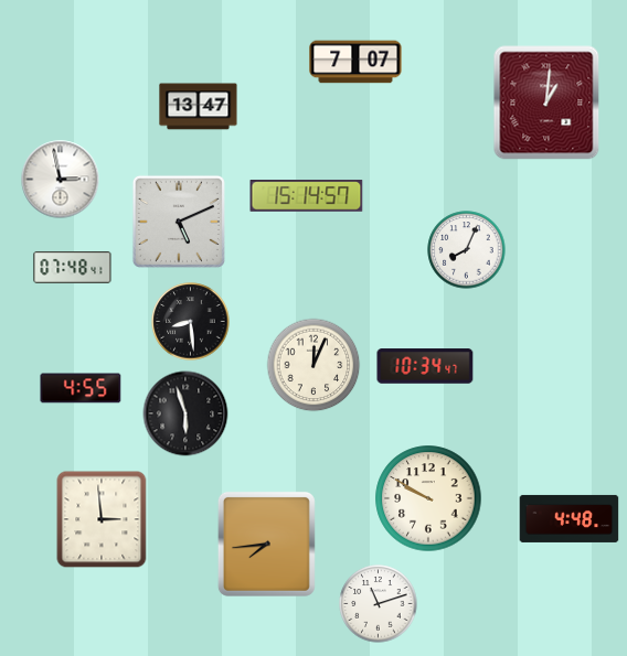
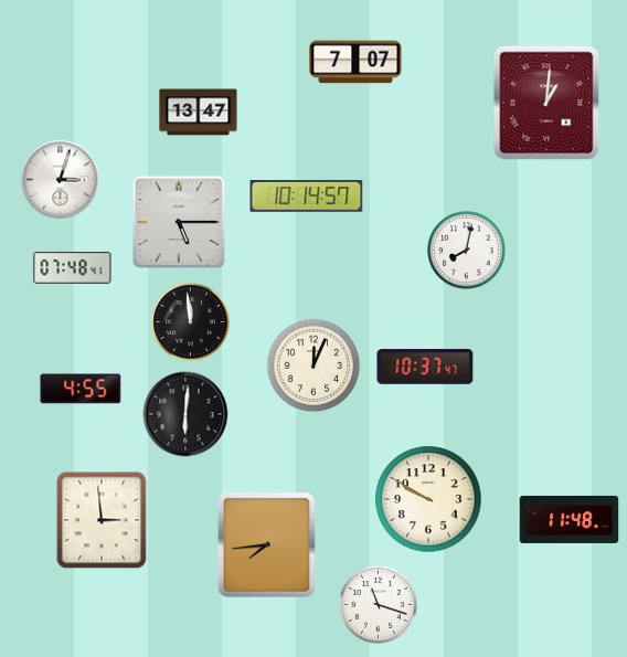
clock at (199, 107) position: (199, 107) -> (199, 113)
clock at (61, 180): 2:58 -> 3:03
clock at (307, 196): 15:14 -> 10:14
clock at (179, 222): 5:11 -> 5:15
clock at (467, 250): 8:04 -> 8:02
clock at (191, 322): 8:29 -> 11:59
clock at (425, 366): 10:34 -> 10:37
clock at (185, 413): 5:57 -> 6:01
clock at (570, 518): 4:48 -> 11:48
clock at (379, 604): 11:12 -> 11:18
